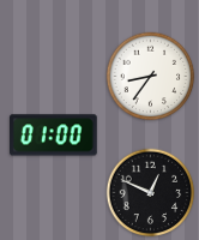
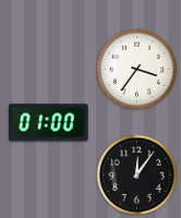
clock at (151, 77): 8:36 -> 3:36
clock at (151, 193): 12:49 -> 12:06
